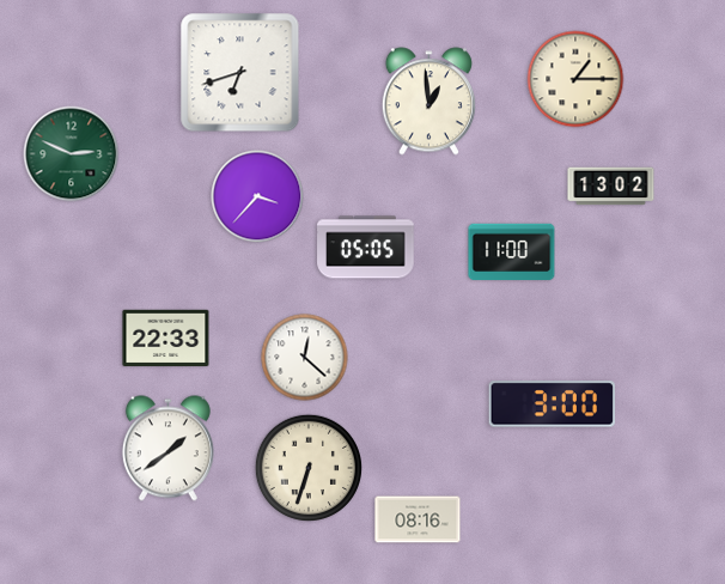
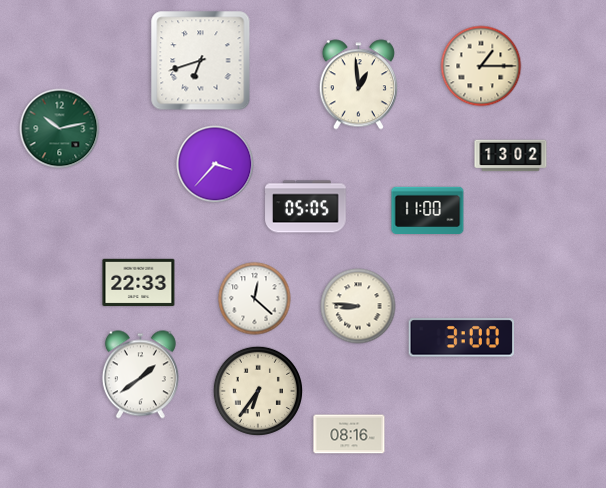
clock at (72, 154): 2:49 -> 10:13
clock at (358, 306): none -> 8:46
clock at (307, 467): 6:33 -> 6:36
